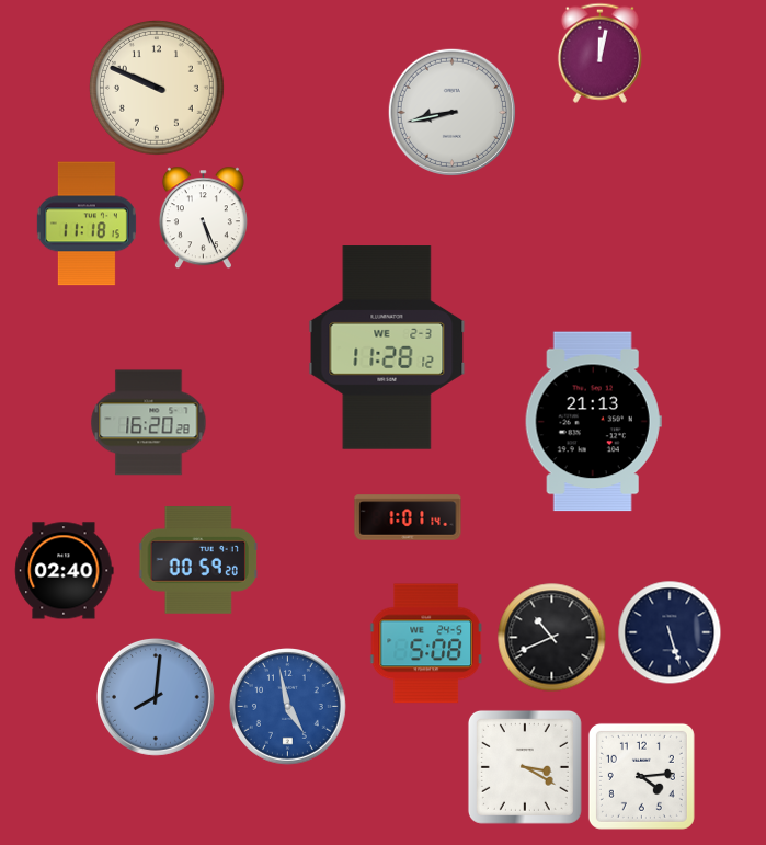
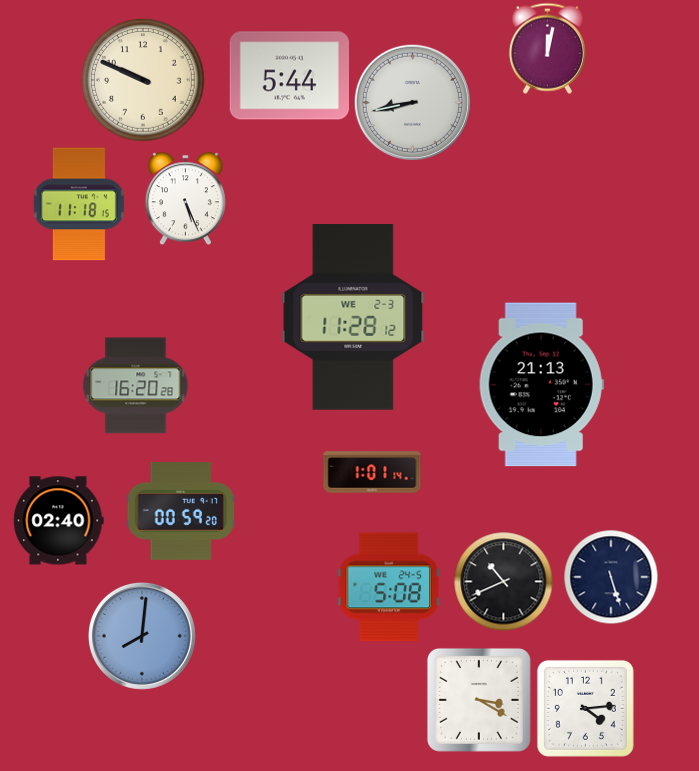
clock at (289, 76): none -> 5:44
clock at (288, 707): 4:58 -> none
